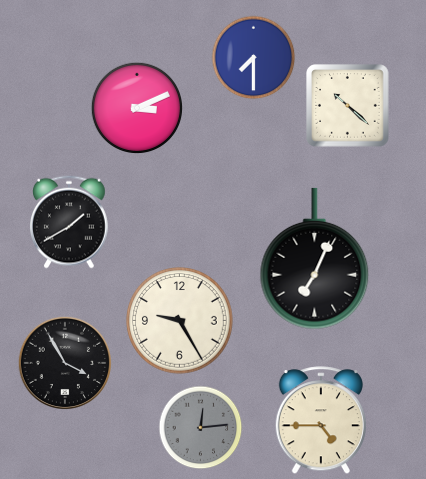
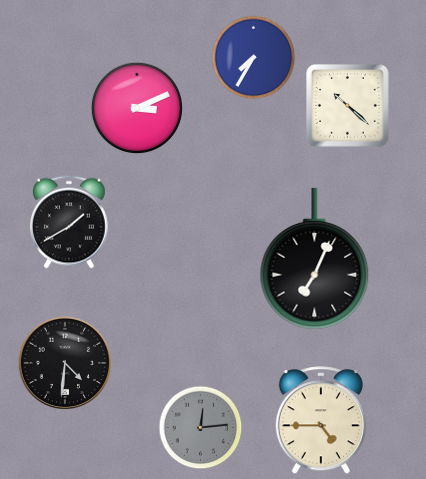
clock at (254, 58): 7:30 -> 7:35
clock at (180, 321): 9:25 -> none
clock at (64, 362): 3:55 -> 4:31
